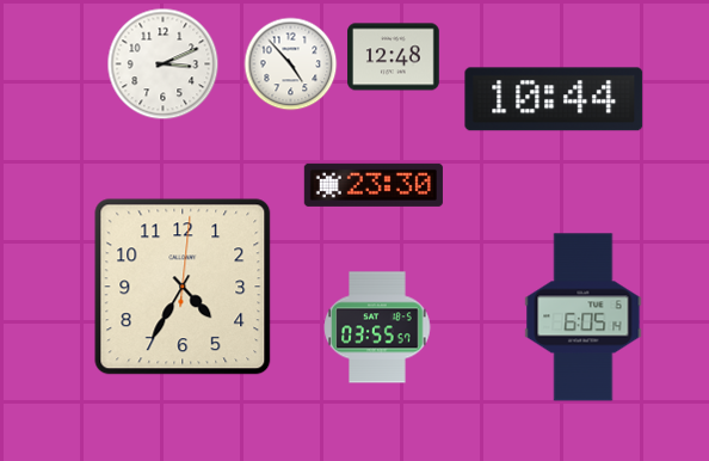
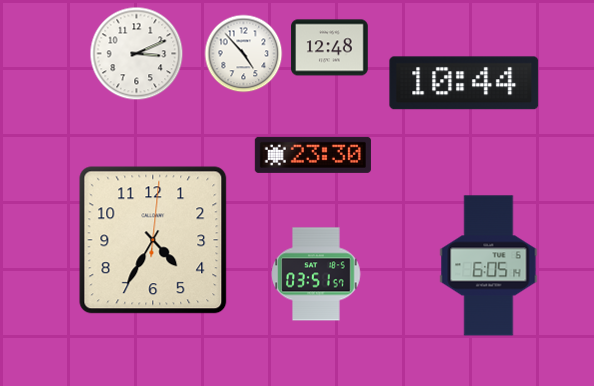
clock at (377, 327): 03:55 -> 03:51
